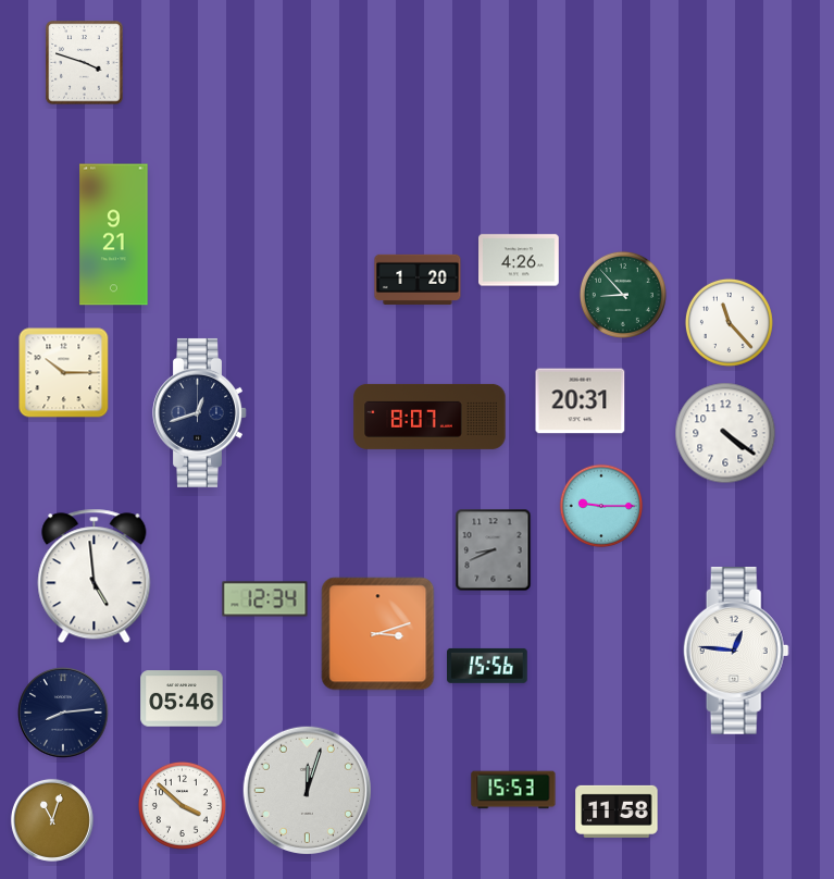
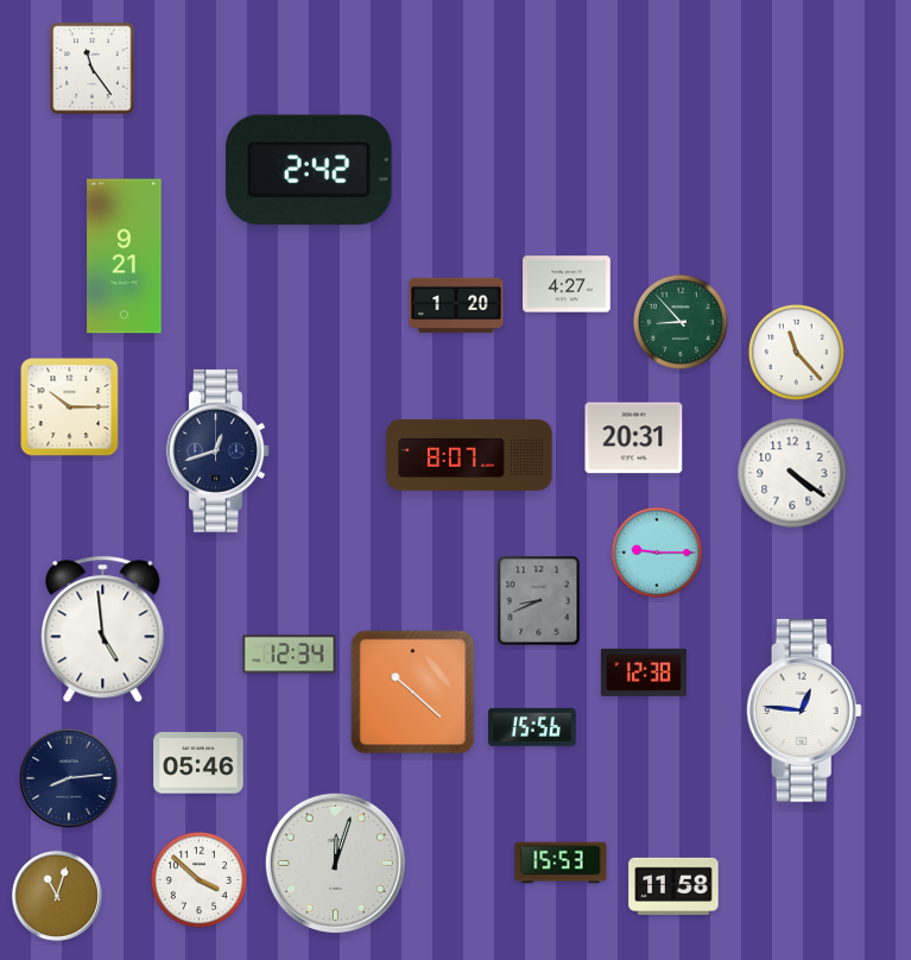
clock at (85, 63): 3:48 -> 11:24
clock at (309, 170): none -> 2:42
clock at (519, 260): 4:26 -> 4:27
clock at (644, 672): none -> 12:38
clock at (378, 634): 3:12 -> 10:22
